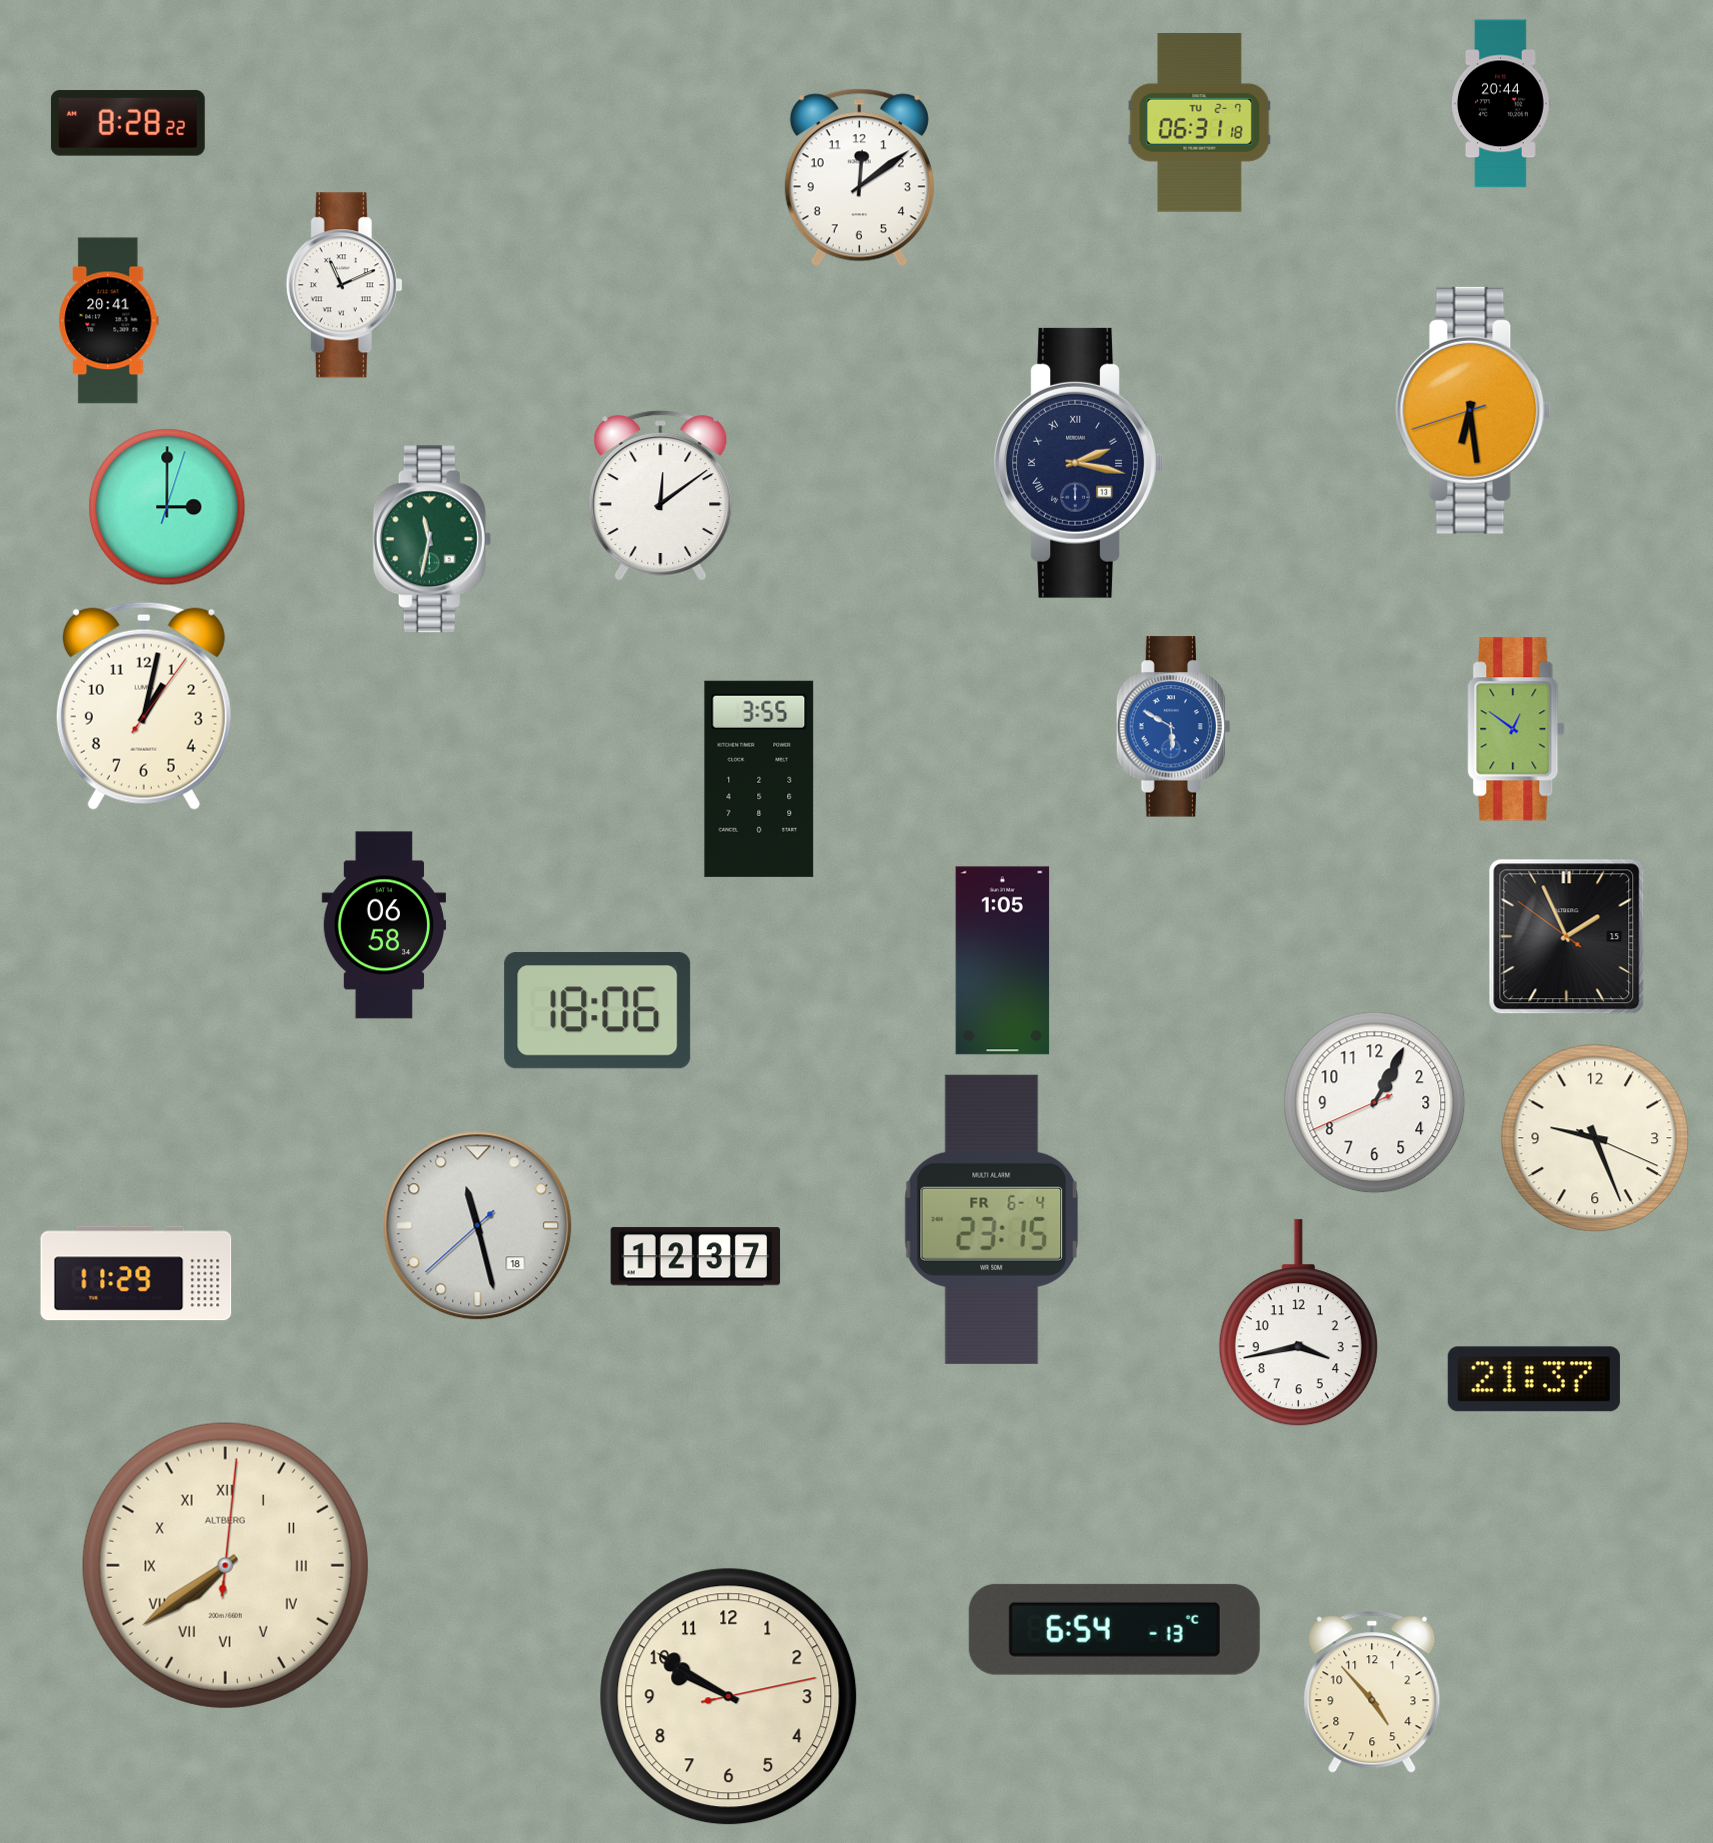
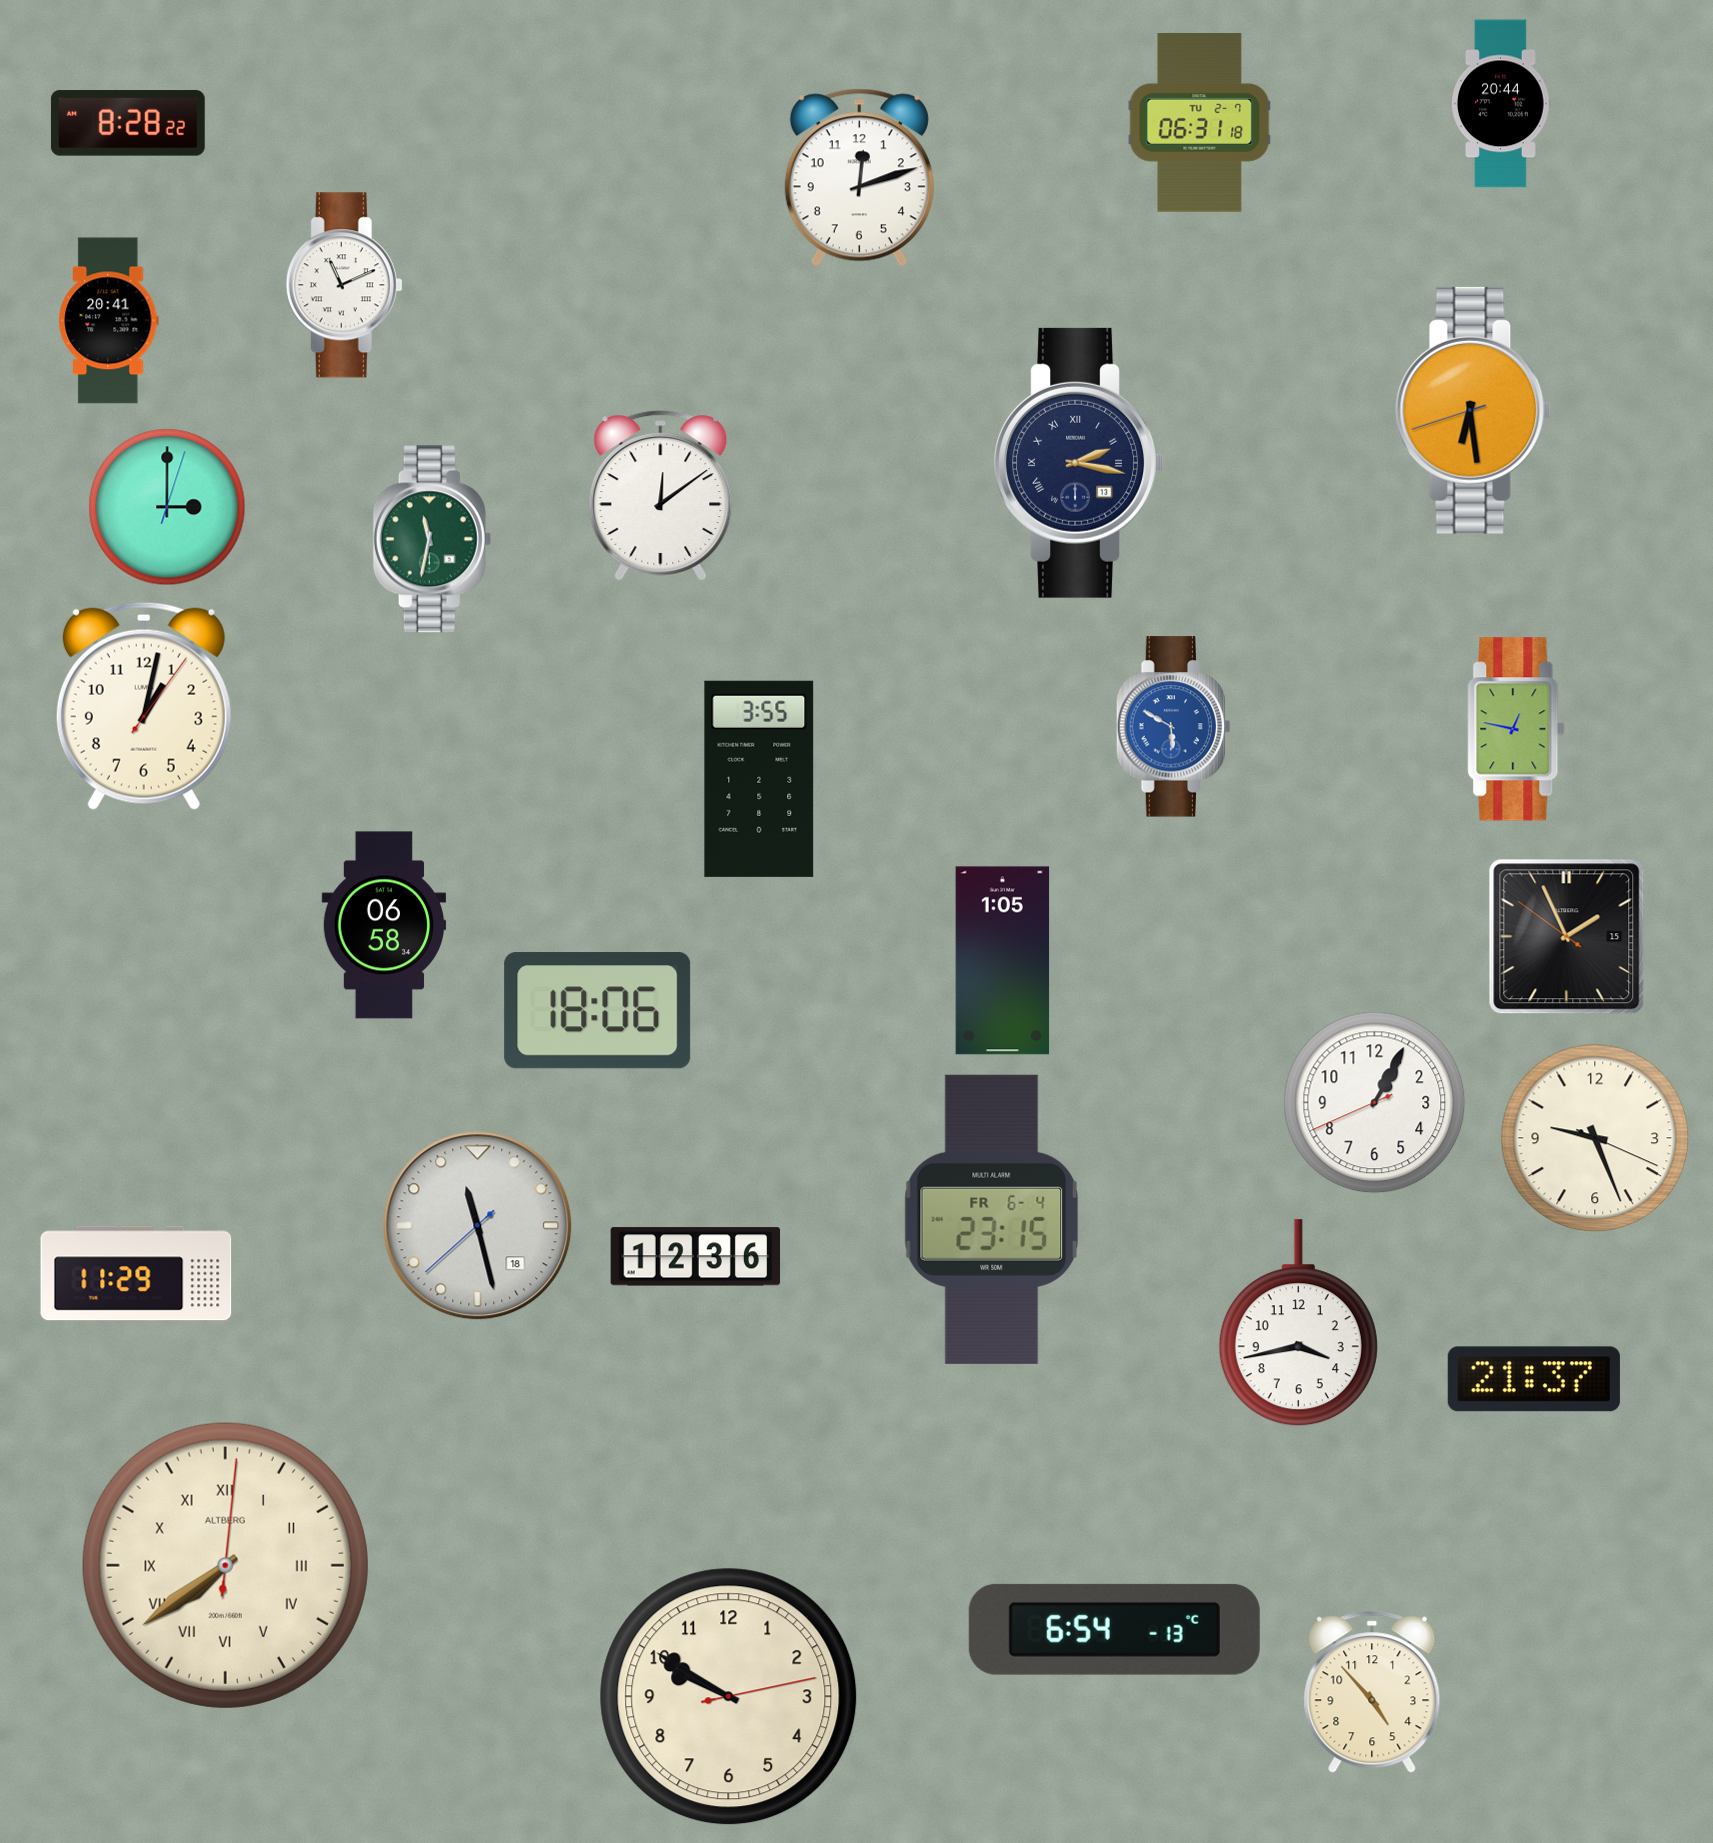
clock at (859, 178): 12:09 -> 12:12
clock at (1516, 729): 12:51 -> 12:47
clock at (696, 1257): 12:37 -> 12:36
